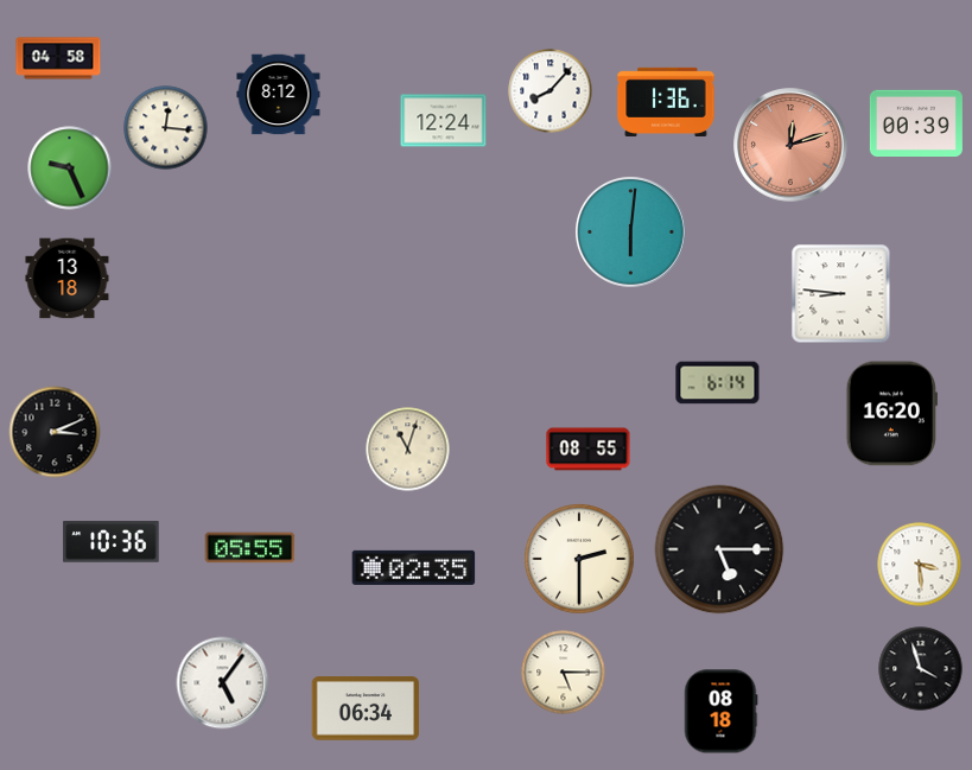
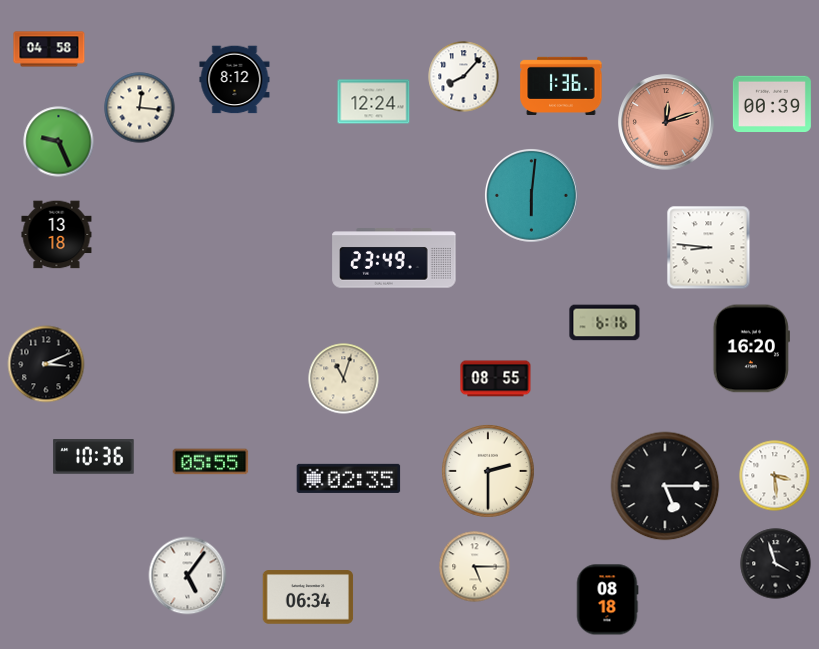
clock at (394, 258): none -> 23:49
clock at (718, 383): 6:14 -> 6:16
clock at (719, 549) position: (719, 549) -> (665, 486)
